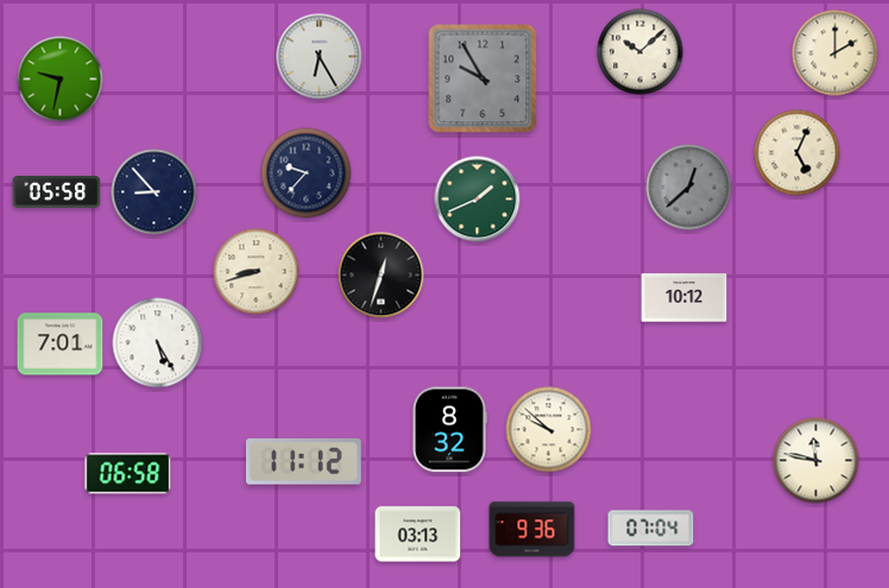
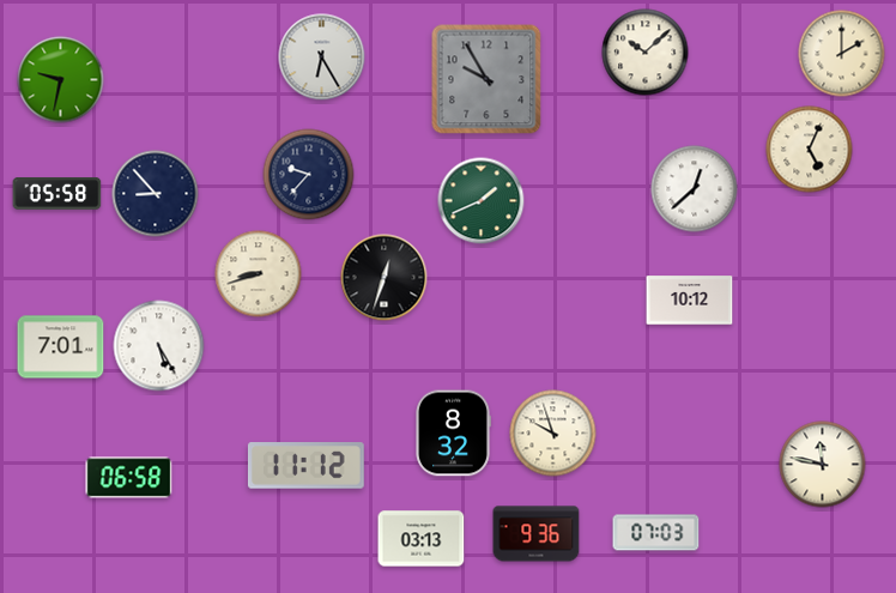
clock at (797, 153) position: (797, 153) -> (810, 150)
clock at (689, 188) dial: grey -> white
clock at (549, 430): 9:52 -> 9:57
clock at (651, 529): 07:04 -> 07:03
